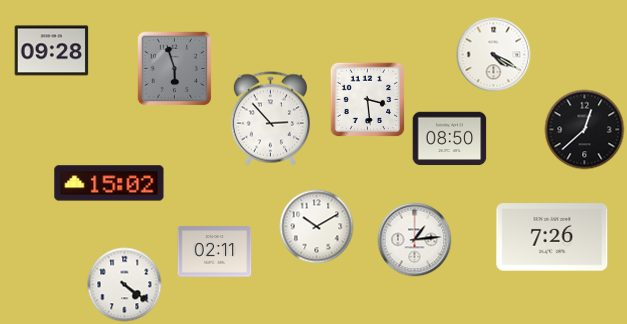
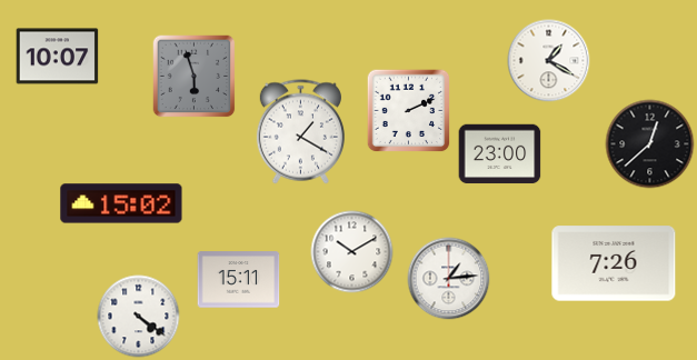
clock at (52, 51): 09:28 -> 10:07
clock at (494, 55): 4:20 -> 1:20
clock at (368, 100): 3:29 -> 2:11
clock at (270, 119): 2:53 -> 1:20
clock at (450, 139): 08:50 -> 23:00
clock at (415, 240) position: (415, 240) -> (449, 279)
clock at (215, 252): 02:11 -> 15:11
